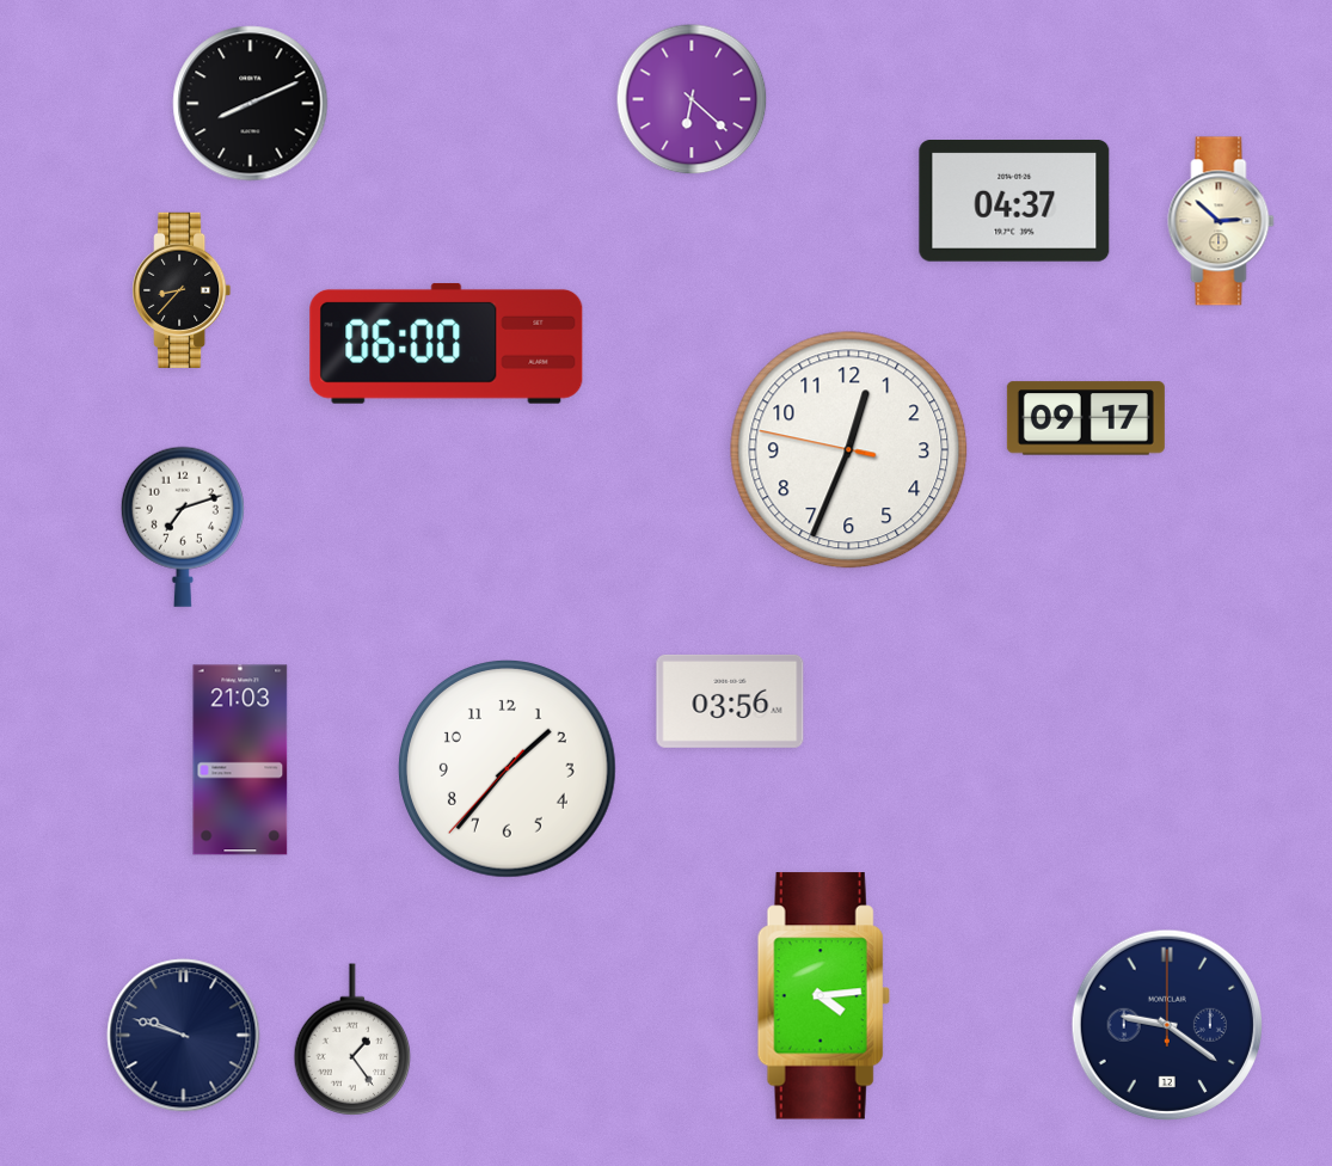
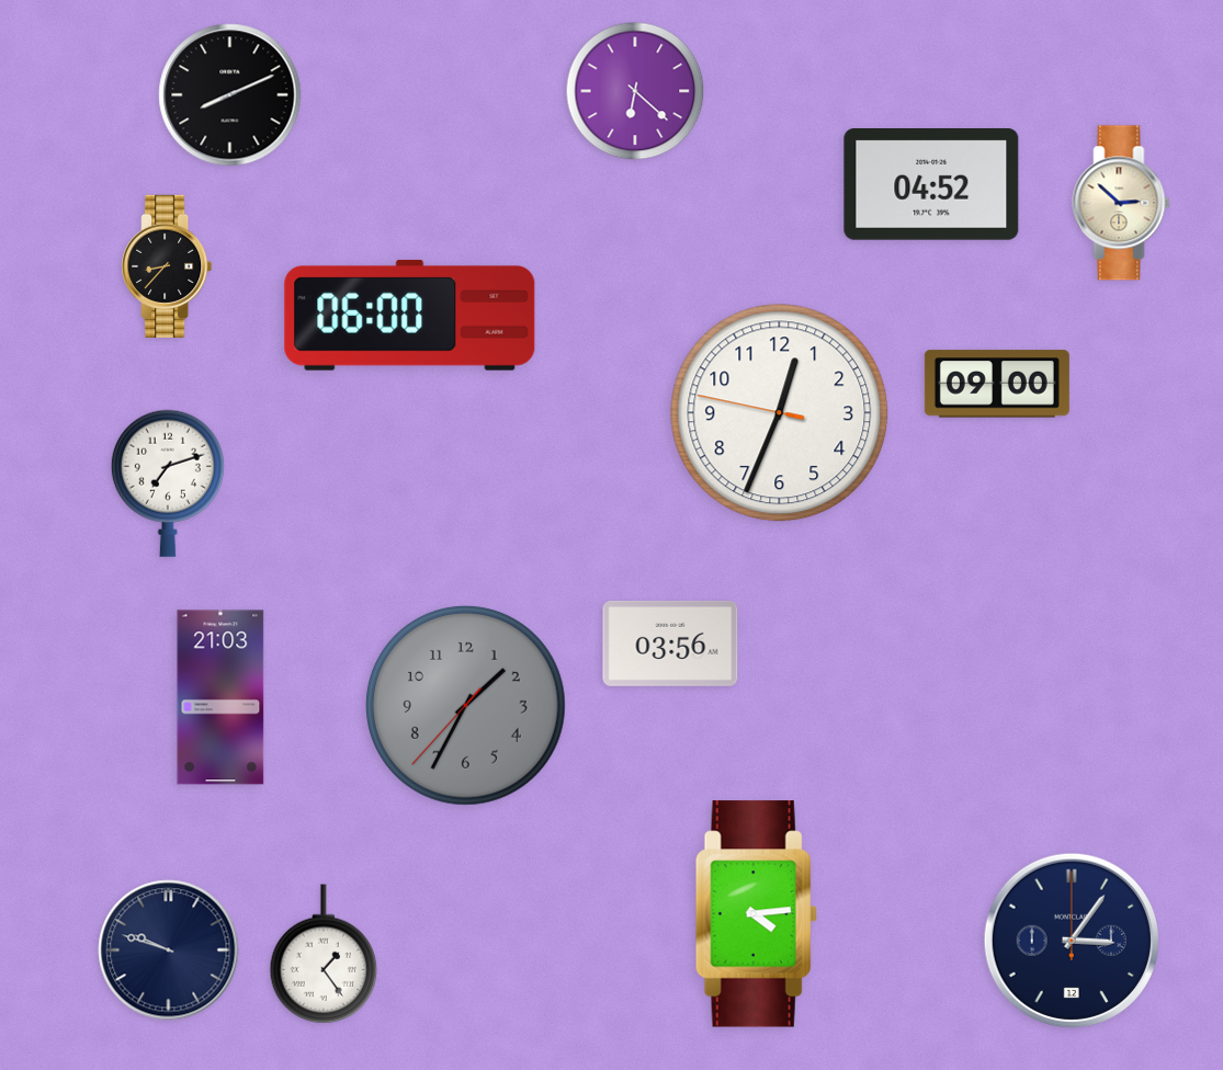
clock at (1014, 202): 04:37 -> 04:52
clock at (1086, 418): 09:17 -> 09:00
clock at (508, 769): 1:36 -> 1:34
clock at (508, 769) dial: white -> grey
clock at (1166, 1024): 9:21 -> 3:06
